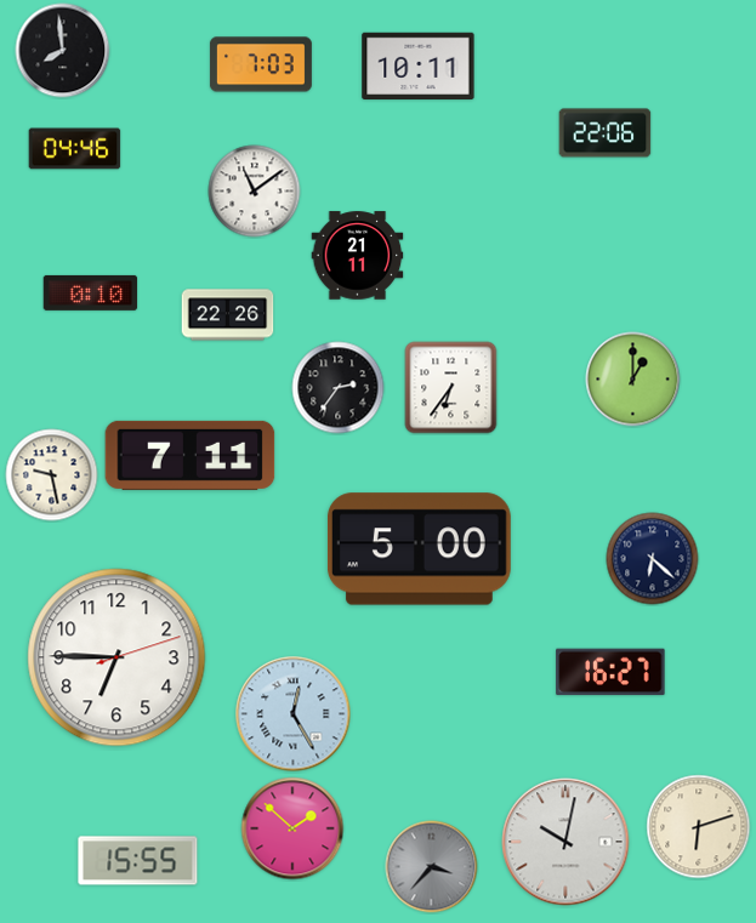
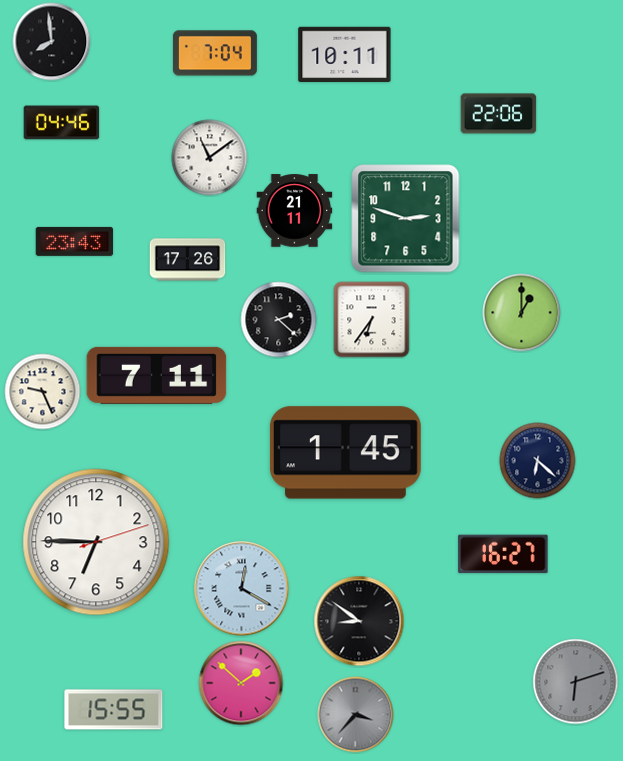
clock at (261, 64): 7:03 -> 7:04
clock at (606, 133) position: (606, 133) -> (499, 114)
clock at (406, 219): none -> 2:48
clock at (91, 292): 0:10 -> 23:43
clock at (228, 315): 22:26 -> 17:26
clock at (339, 388): 2:36 -> 2:22
clock at (52, 475): 9:28 -> 9:26
clock at (419, 549): 5:00 -> 1:45
clock at (294, 714): 12:25 -> 12:20
clock at (359, 621): none -> 8:51
clock at (699, 827) dial: cream -> grey
clock at (565, 842): 10:02 -> none
